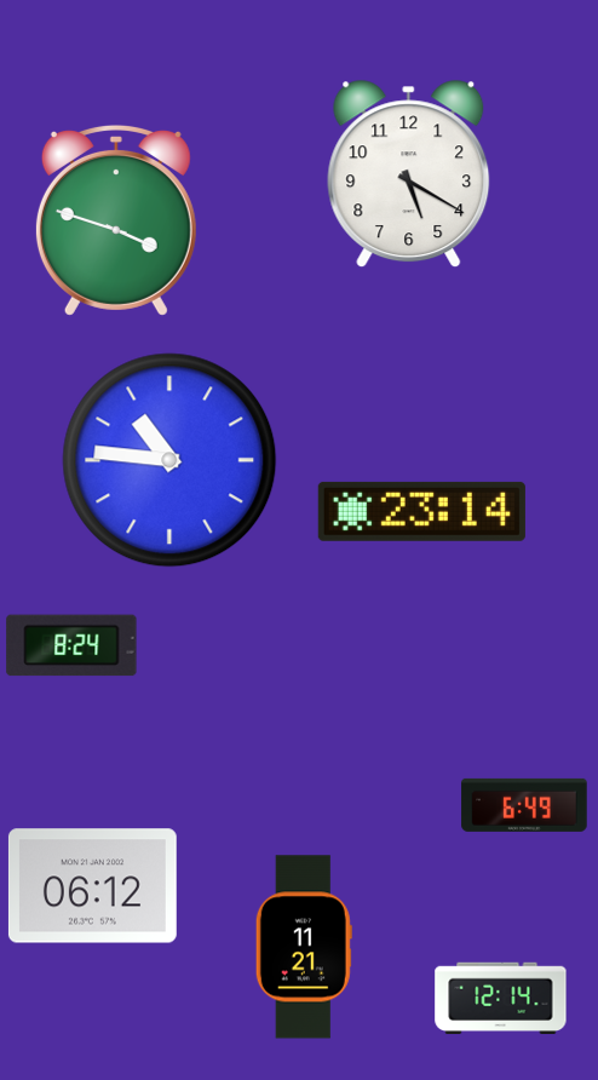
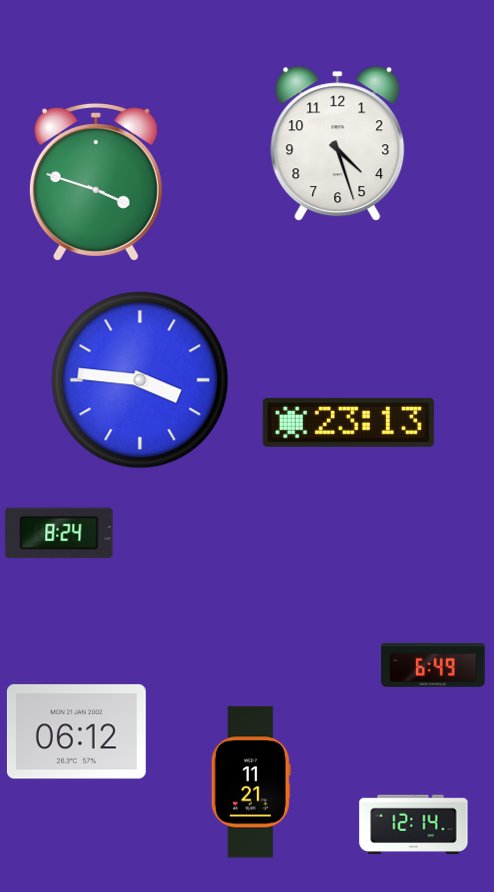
clock at (409, 174): 5:20 -> 4:27
clock at (169, 460): 10:46 -> 3:46
clock at (421, 511): 23:14 -> 23:13
